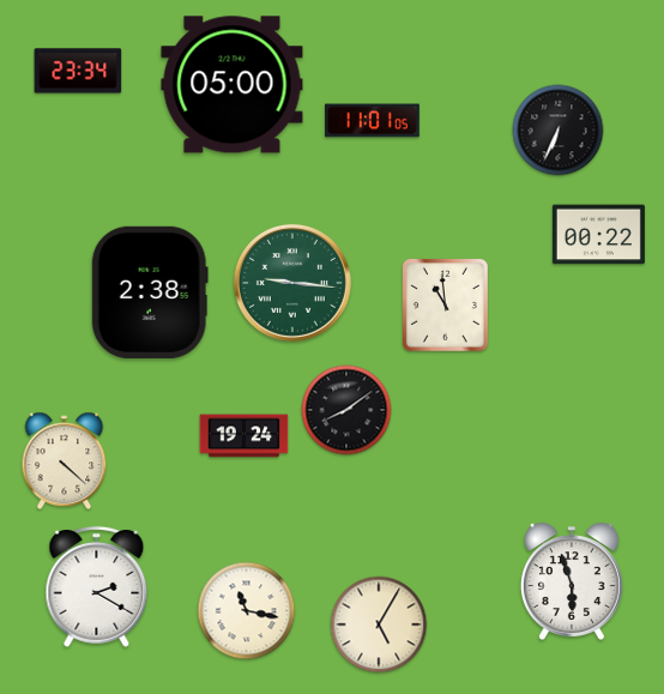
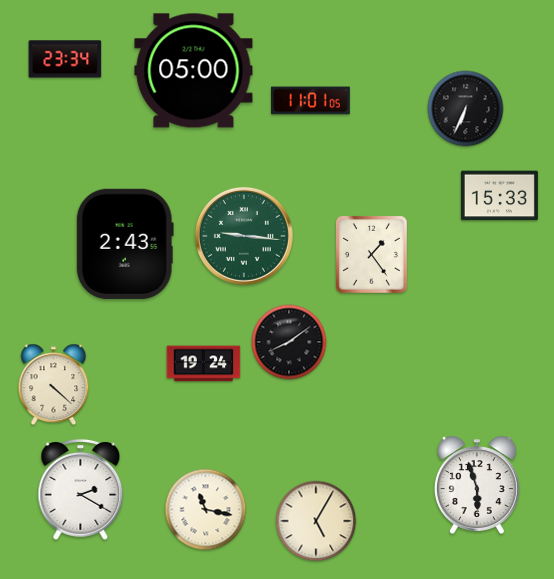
clock at (598, 235): 00:22 -> 15:33
clock at (150, 292): 2:38 -> 2:43
clock at (446, 306): 10:59 -> 1:24
